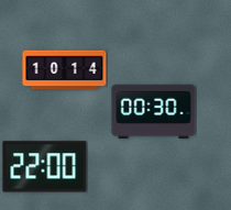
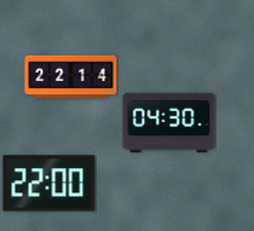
clock at (65, 70): 10:14 -> 22:14
clock at (154, 112): 00:30 -> 04:30
